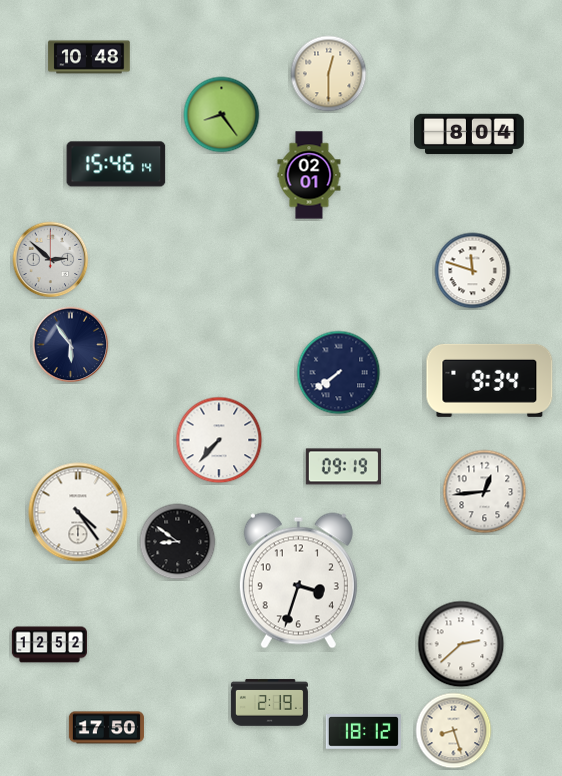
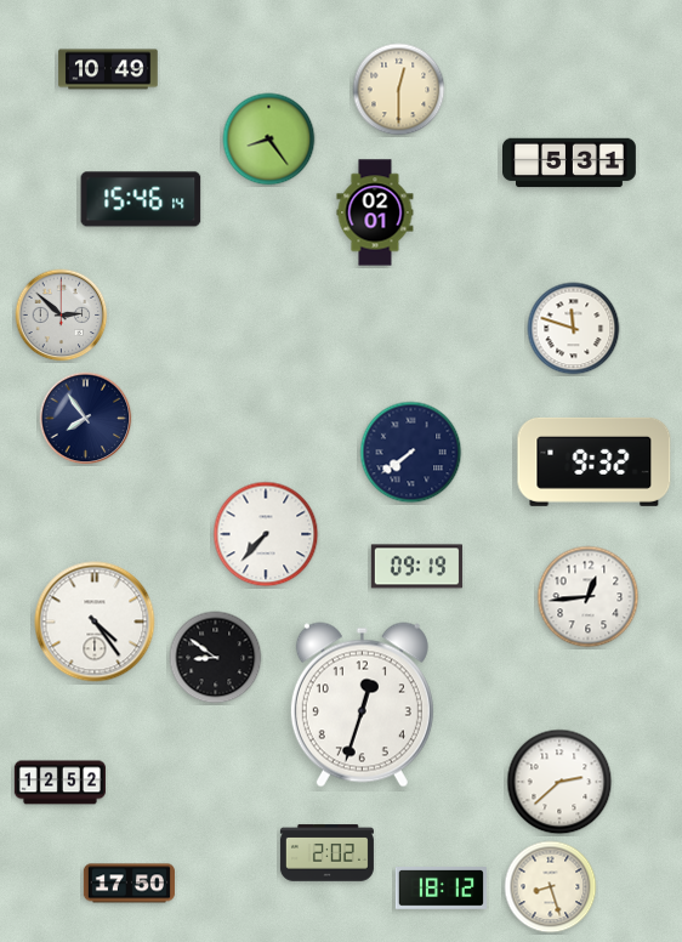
clock at (89, 57): 10:48 -> 10:49
clock at (470, 134): 8:04 -> 5:31
clock at (71, 345): 5:54 -> 7:54
clock at (490, 380): 9:34 -> 9:32
clock at (298, 581): 3:33 -> 12:33
clock at (269, 703): 2:19 -> 2:02
